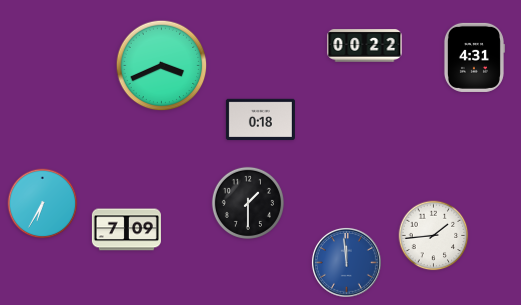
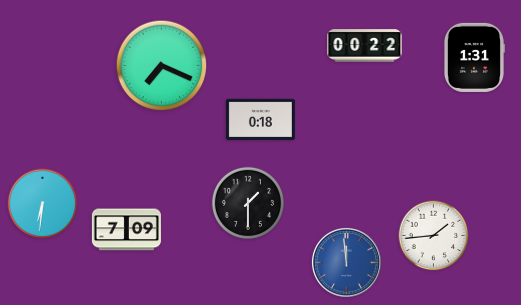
clock at (474, 57): 4:31 -> 1:31
clock at (162, 66): 3:41 -> 7:19
clock at (43, 204): 6:35 -> 6:31
